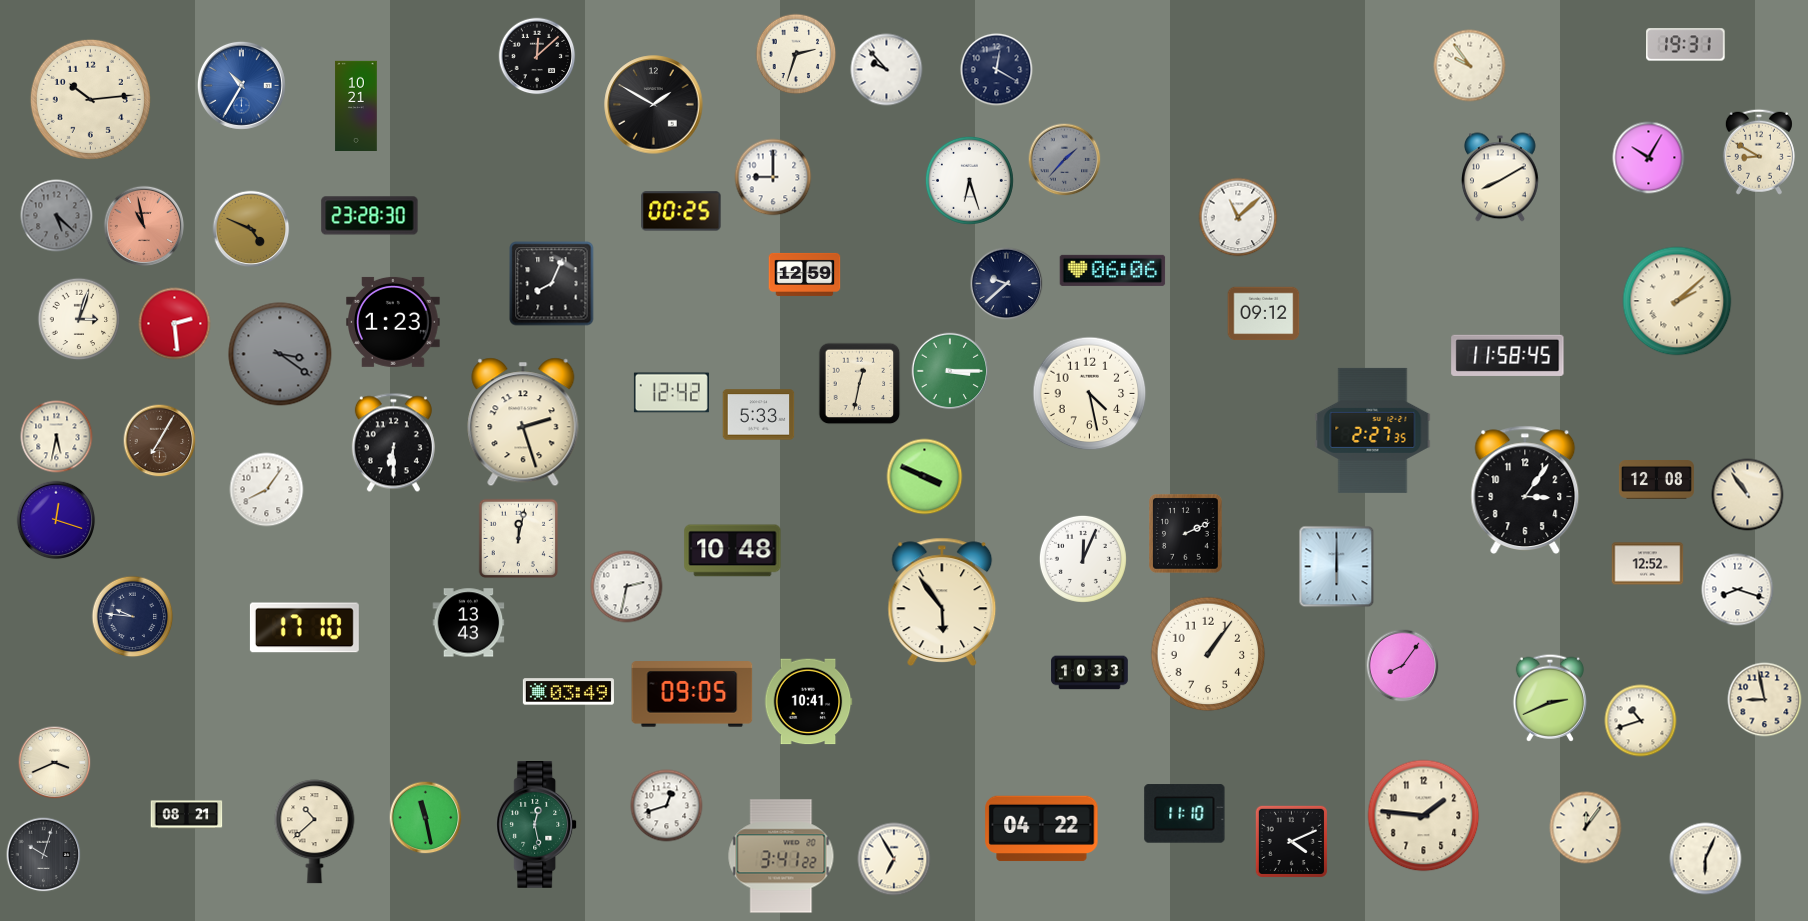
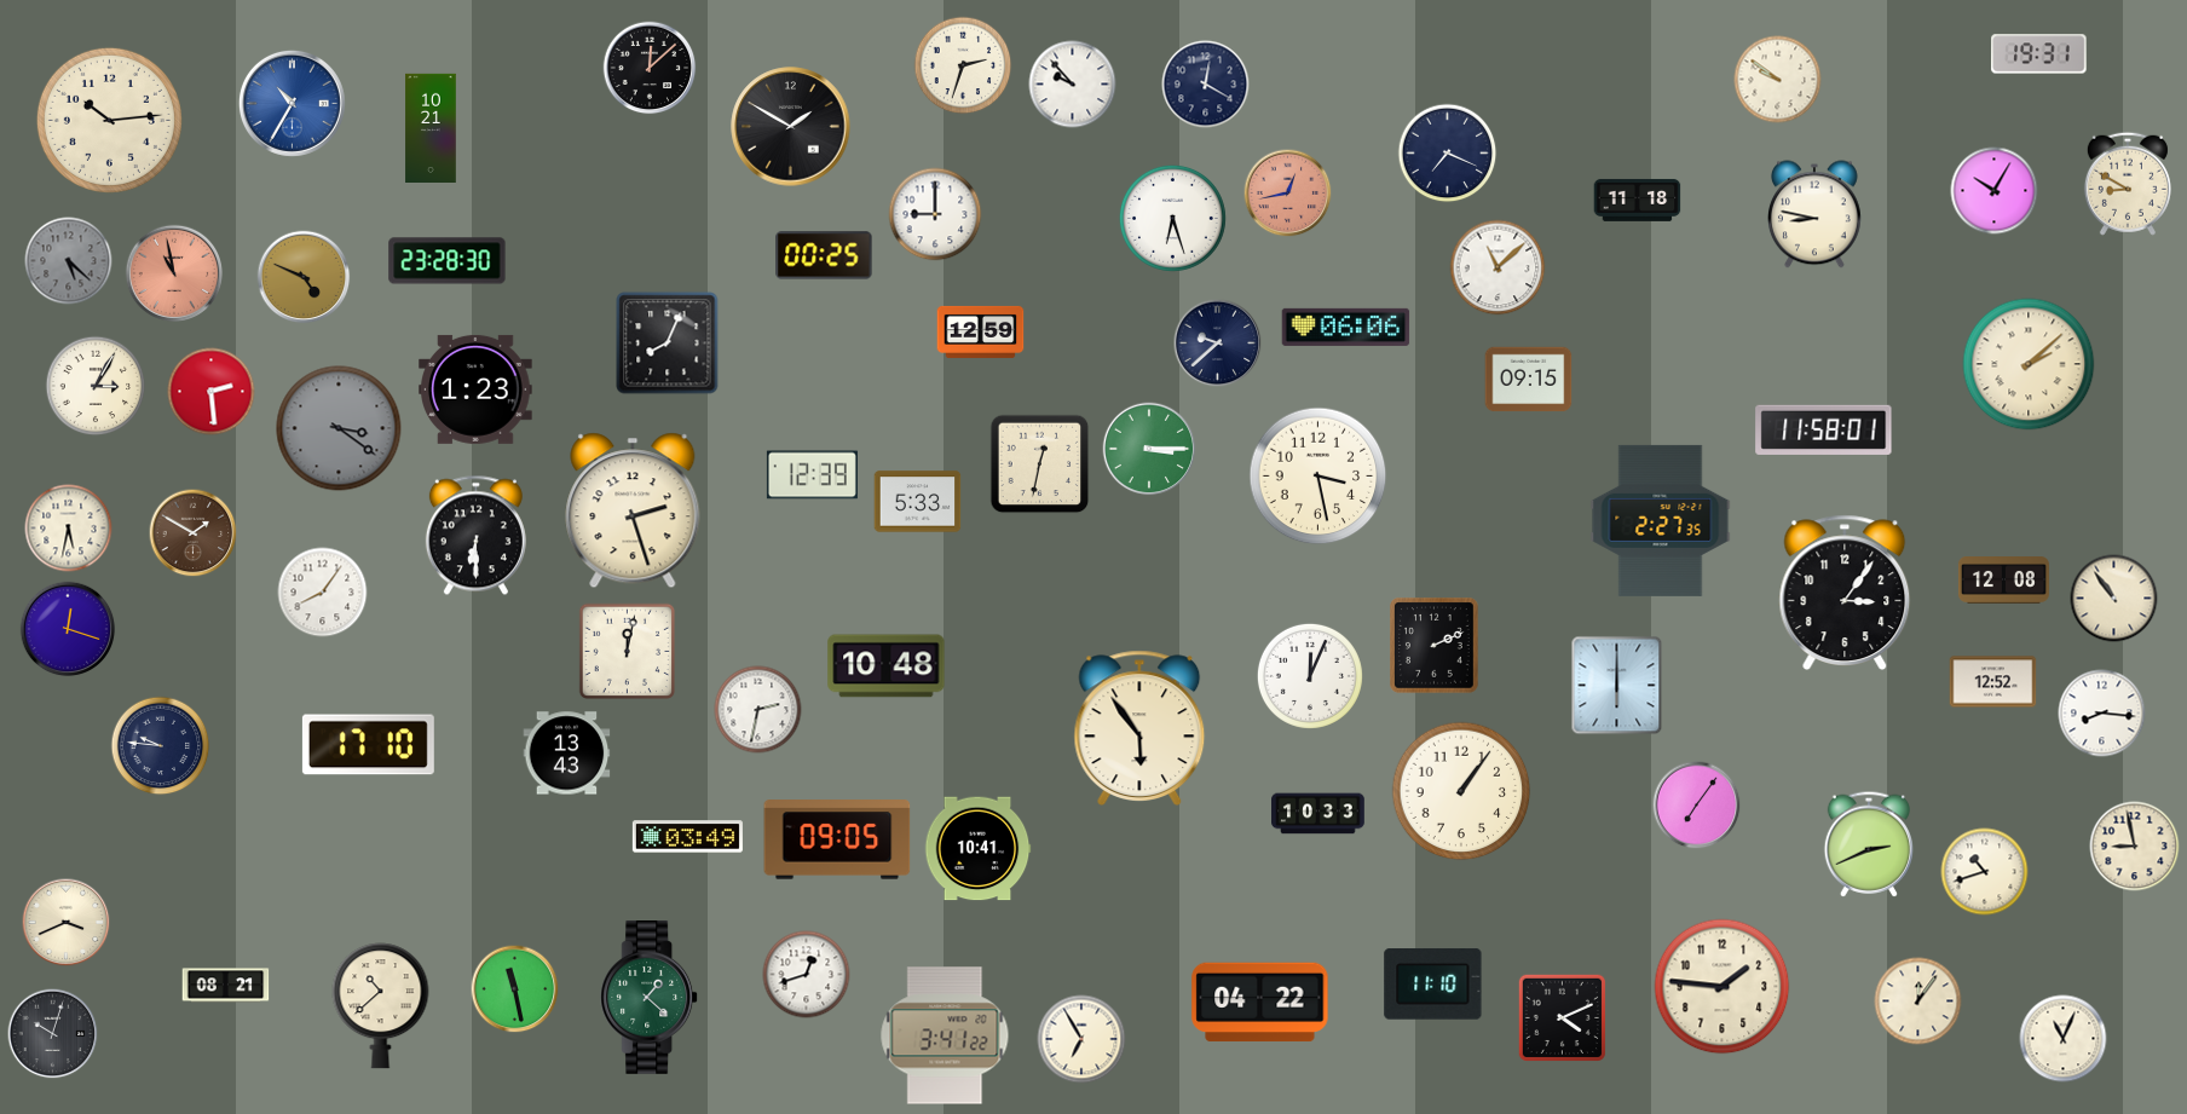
clock at (1470, 66): 9:54 -> 9:51
clock at (1448, 154): none -> 7:19
clock at (1065, 160): 1:37 -> 12:43
clock at (1065, 160) dial: grey -> salmon
clock at (1638, 200): none -> 11:18
clock at (1500, 177): 8:10 -> 8:47
clock at (1238, 217) position: (1238, 217) -> (1498, 267)
clock at (805, 274) position: (805, 274) -> (981, 331)
clock at (1264, 314): 09:12 -> 09:15
clock at (79, 319): 3:03 -> 3:05
clock at (1508, 355): 11:58:45 -> 11:58:01
clock at (671, 393): 12:42 -> 12:39
clock at (1090, 394): 4:28 -> 3:28
clock at (160, 441): 7:05 -> 1:50
clock at (925, 477): 3:49 -> none
clock at (1738, 590): 8:18 -> 8:16
clock at (304, 628) position: (304, 628) -> (368, 745)
clock at (1403, 666): 8:06 -> 7:06
clock at (1549, 698) position: (1549, 698) -> (1868, 844)
clock at (537, 825): 12:28 -> 1:22
clock at (1706, 859): 6:04 -> 11:04
